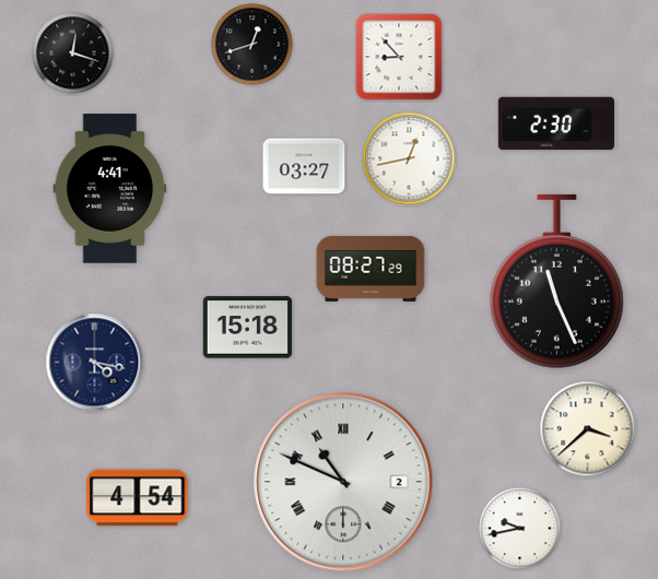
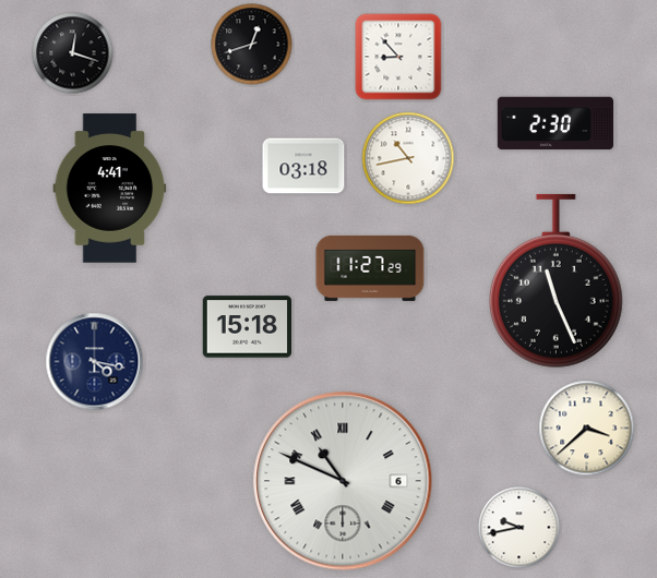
clock at (409, 158): 12:43 -> 10:43
clock at (304, 166): 03:27 -> 03:18
clock at (371, 269): 08:27 -> 11:27
clock at (343, 482) date: 2 -> 6
clock at (138, 498): 4:54 -> none
